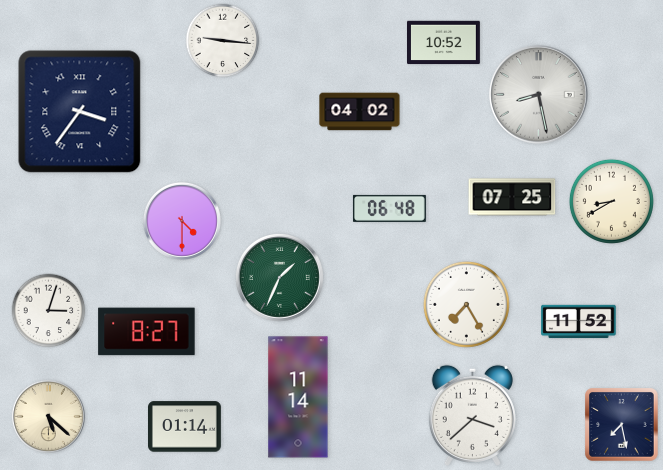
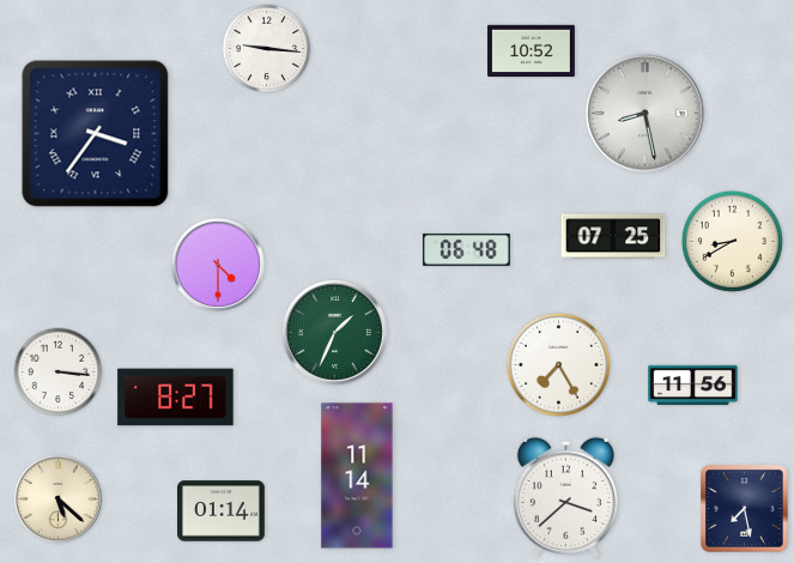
clock at (360, 112): 04:02 -> none
clock at (49, 311): 3:03 -> 3:16
clock at (579, 322): 11:52 -> 11:56
